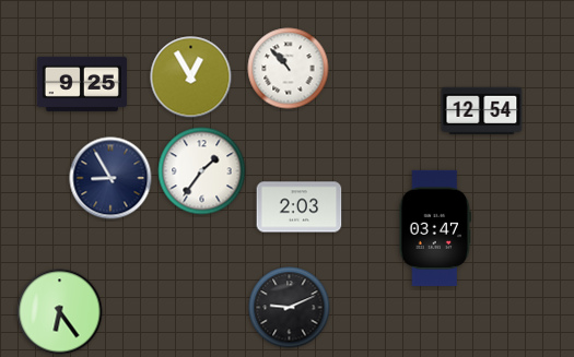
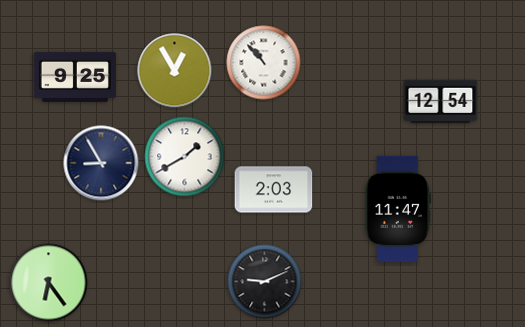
clock at (202, 171): 1:36 -> 1:40
clock at (435, 228): 03:47 -> 11:47
clock at (60, 312) position: (60, 312) -> (49, 283)
